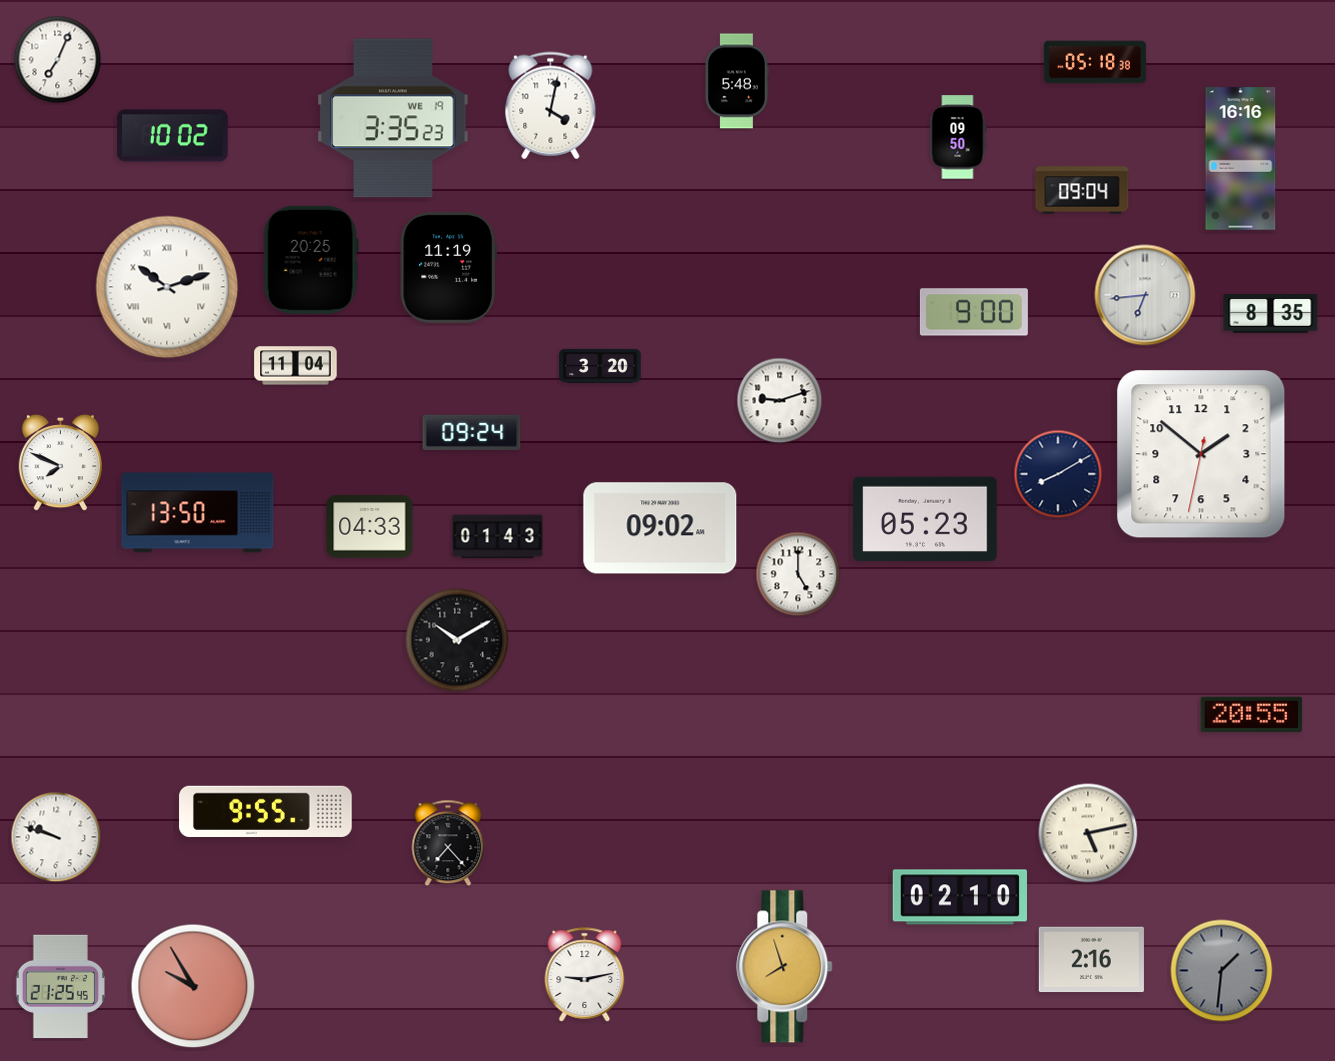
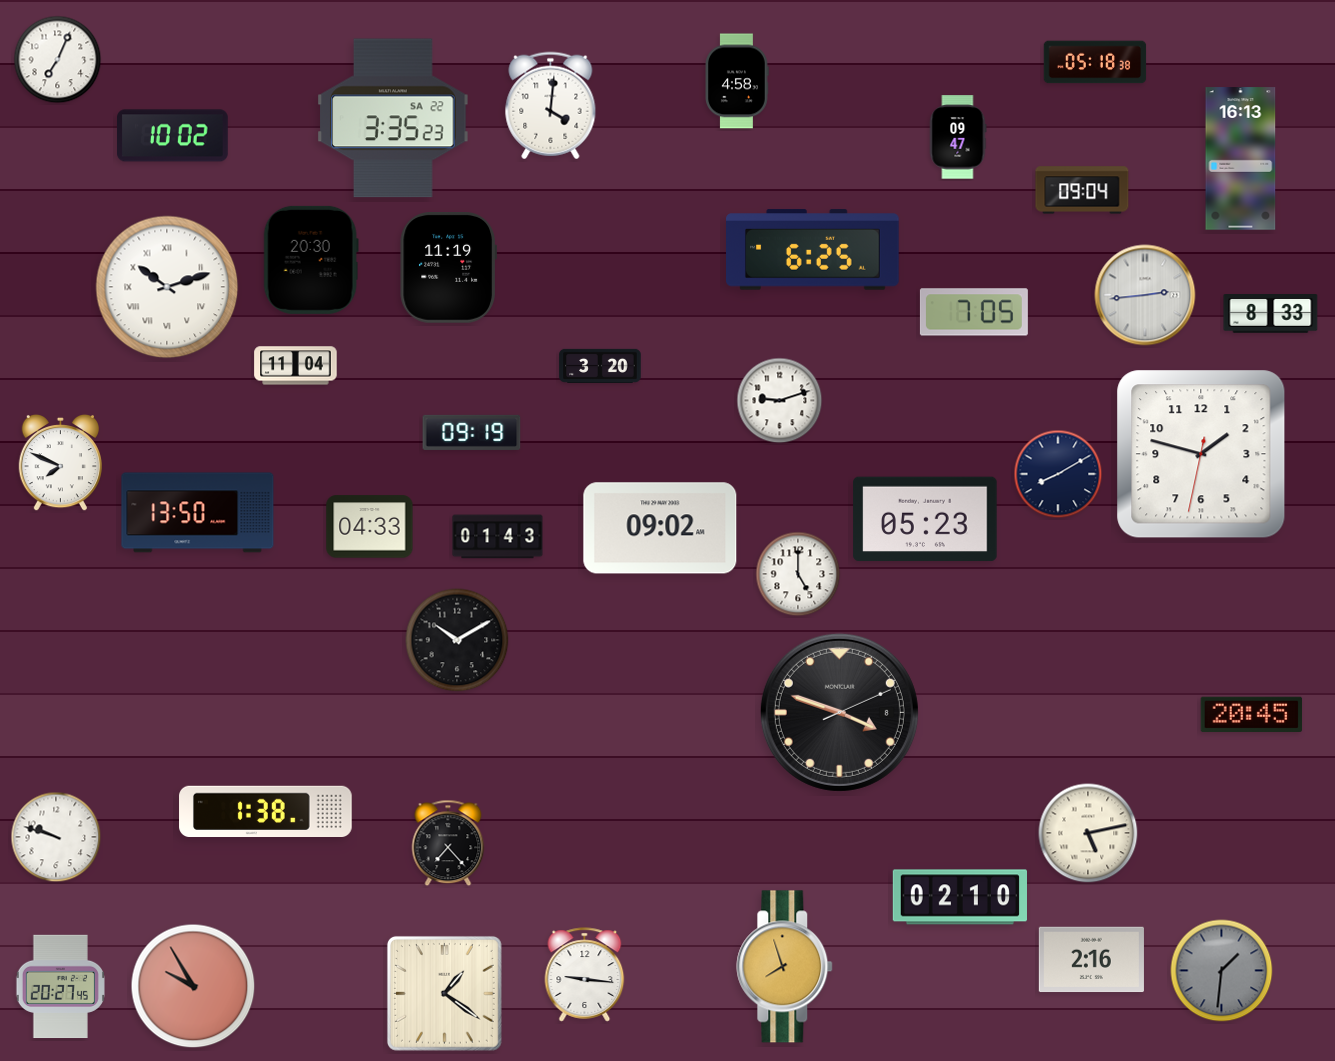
clock at (737, 81): 5:48 -> 4:58
clock at (551, 106): 4:02 -> 4:01
clock at (393, 118) date: WE 19 -> SA 22
clock at (958, 137): 09:50 -> 09:47
clock at (1241, 159): 16:16 -> 16:13
clock at (813, 250): none -> 6:25
clock at (311, 260): 20:25 -> 20:30
clock at (1145, 295): 6:44 -> 2:44
clock at (974, 312): 9:00 -> 7:05
clock at (1271, 314): 8:35 -> 8:33
clock at (472, 432): 09:24 -> 09:19
clock at (1201, 454): 1:51 -> 1:47
clock at (839, 712): none -> 3:48
clock at (1252, 714): 20:55 -> 20:45
clock at (266, 811): 9:55 -> 1:38
clock at (585, 975): 9:13 -> 9:16
clock at (60, 987): 21:25 -> 20:27
clock at (444, 993): none -> 1:21
